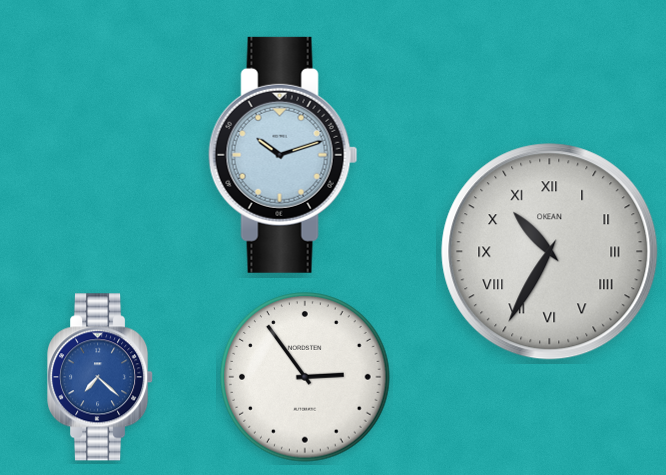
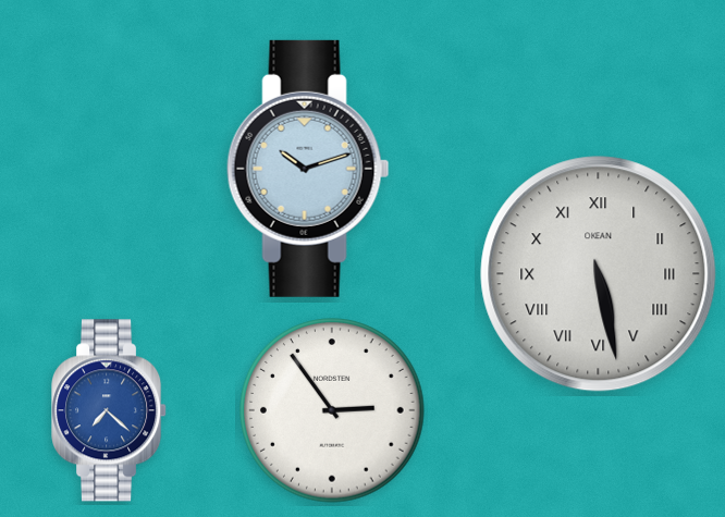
clock at (550, 252): 10:35 -> 5:28
